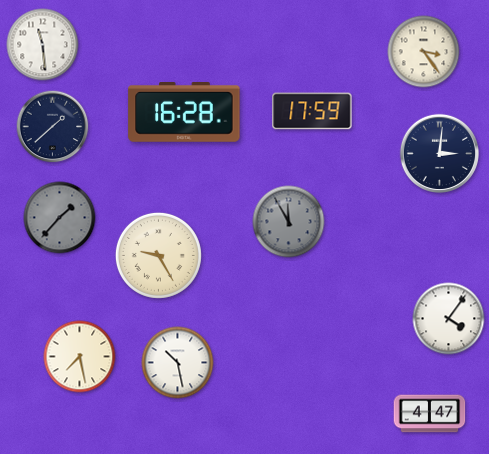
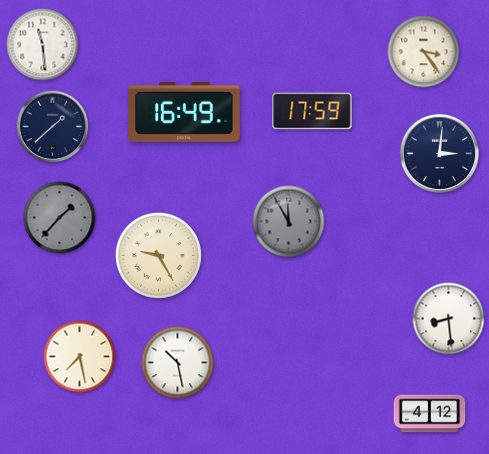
clock at (184, 113): 16:28 -> 16:49
clock at (449, 319): 4:06 -> 8:29
clock at (430, 414): 4:47 -> 4:12
